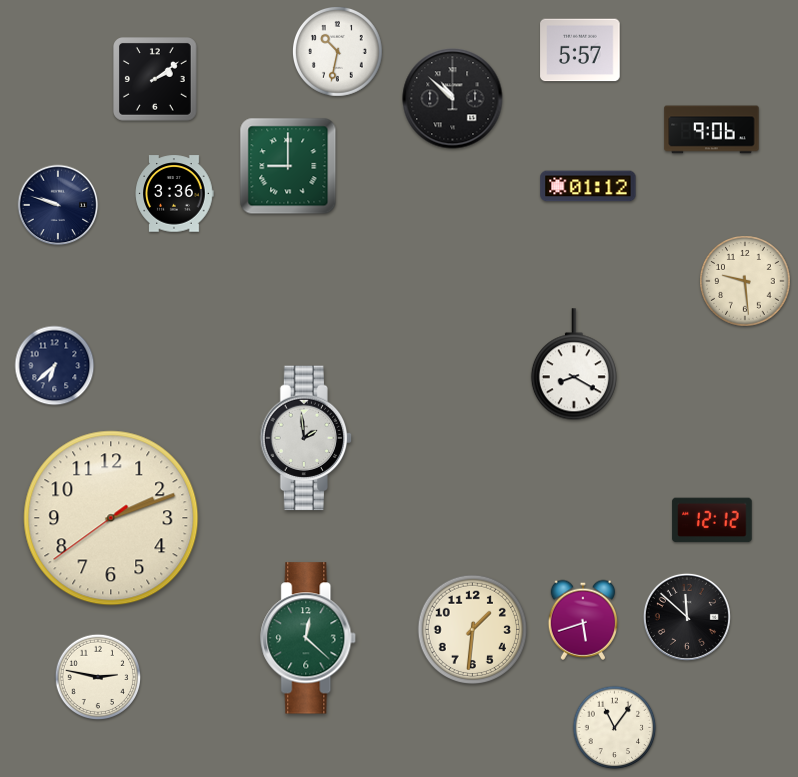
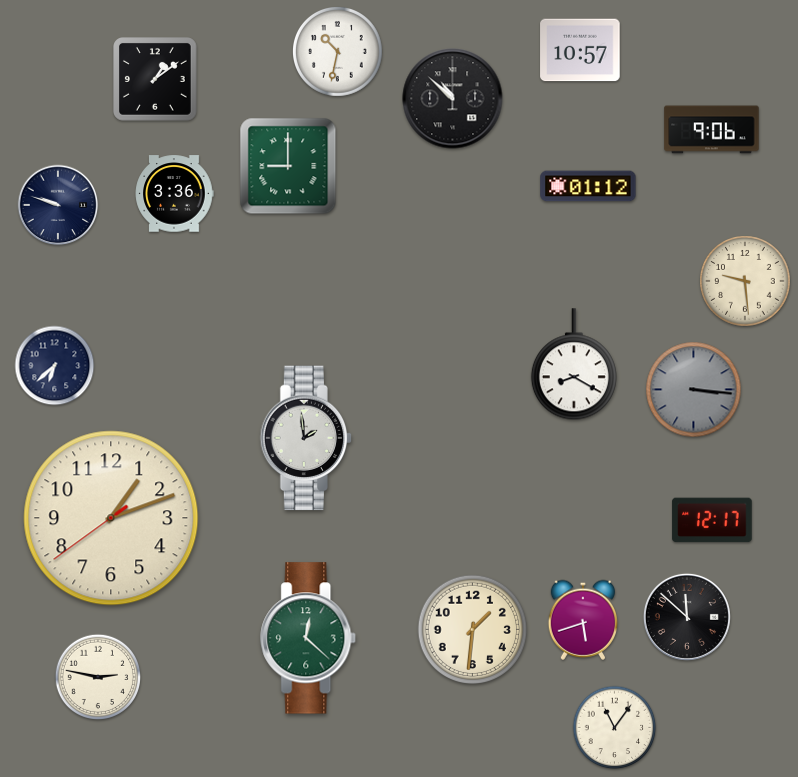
clock at (580, 50): 5:57 -> 10:57
clock at (156, 80): 2:09 -> 1:09
clock at (694, 390): none -> 3:16
clock at (111, 518): 2:11 -> 1:11
clock at (712, 520): 12:12 -> 12:17
